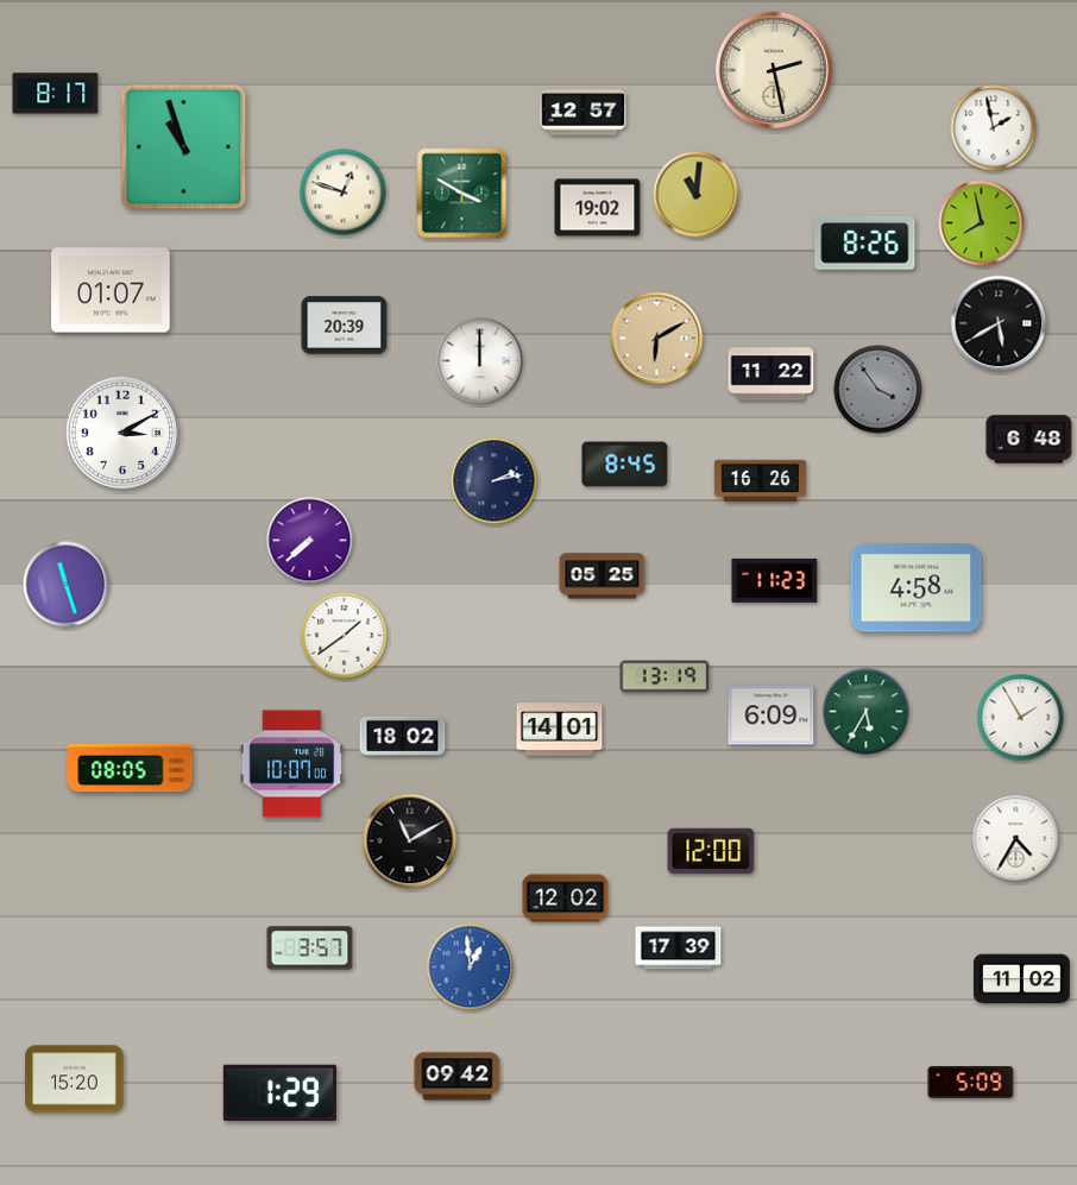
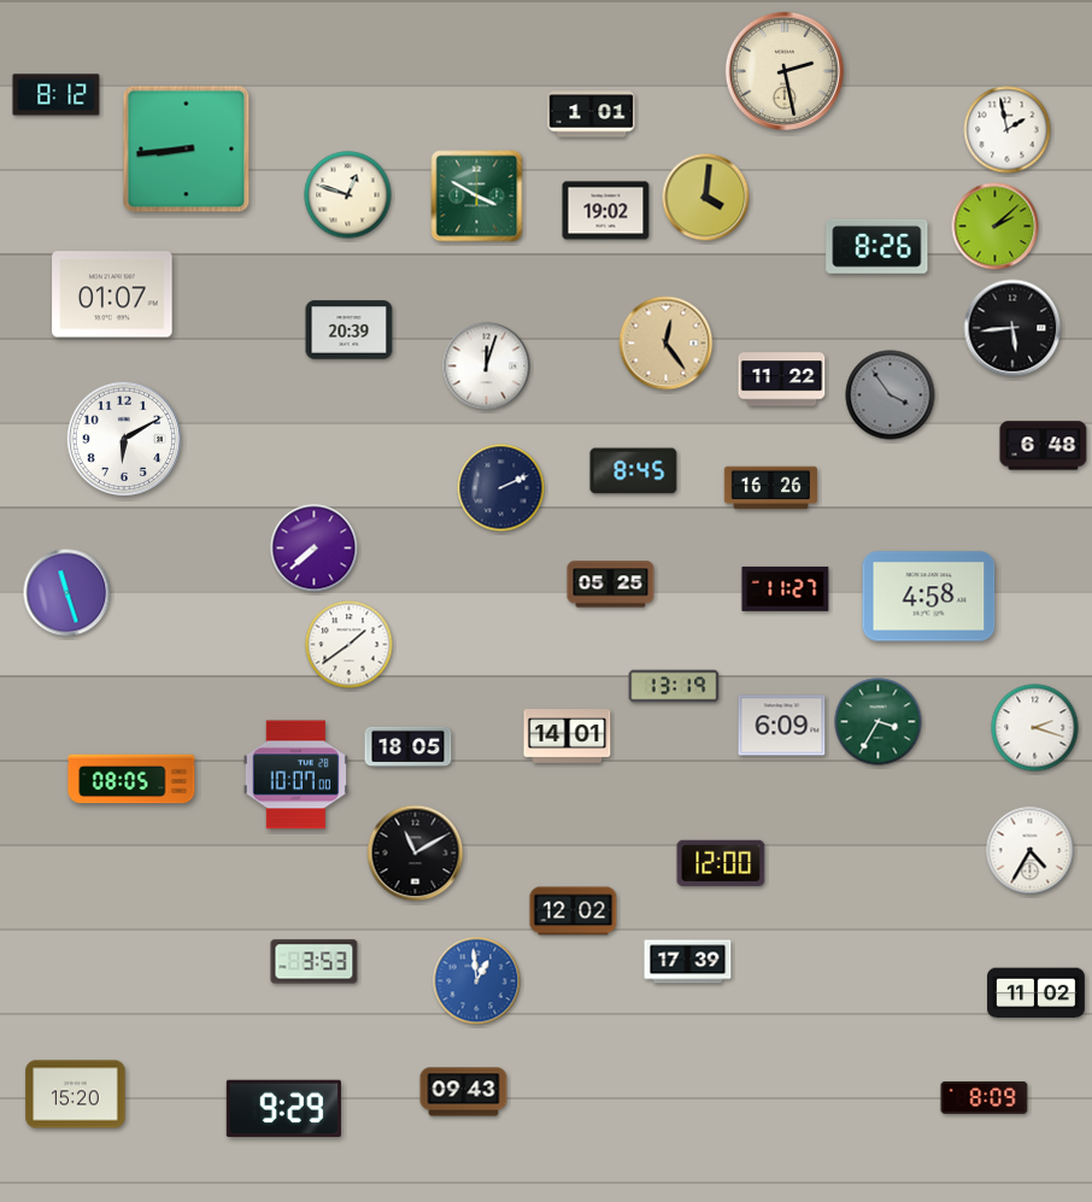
clock at (56, 94): 8:17 -> 8:12
clock at (584, 113): 12:57 -> 1:01
clock at (184, 147): 10:57 -> 8:44
clock at (462, 194) position: (462, 194) -> (477, 197)
clock at (697, 195): 11:01 -> 4:01
clock at (982, 223): 7:58 -> 2:08
clock at (999, 323): 5:40 -> 5:44
clock at (657, 339): 6:10 -> 12:24
clock at (480, 361): 12:00 -> 12:03
clock at (121, 431): 3:10 -> 6:10
clock at (495, 481): 2:13 -> 2:11
clock at (775, 580): 11:23 -> 11:27
clock at (867, 712): 5:35 -> 3:35
clock at (1021, 718): 1:55 -> 2:18
clock at (560, 730) position: (560, 730) -> (568, 737)
clock at (403, 736): 18:02 -> 18:05
clock at (310, 948): 3:57 -> 3:53
clock at (458, 1077): 09:42 -> 09:43
clock at (971, 1082): 5:09 -> 8:09
clock at (279, 1093): 1:29 -> 9:29
